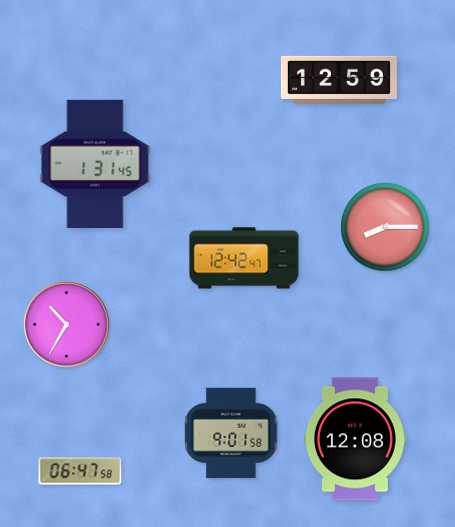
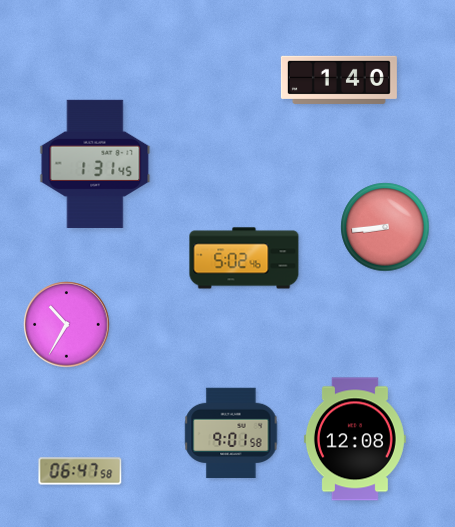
clock at (339, 80): 12:59 -> 1:40
clock at (385, 227): 8:15 -> 8:44
clock at (244, 258): 12:42 -> 5:02
